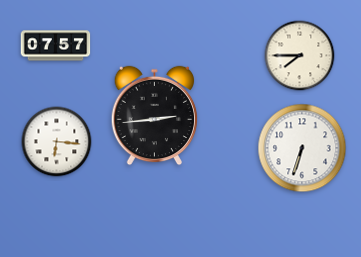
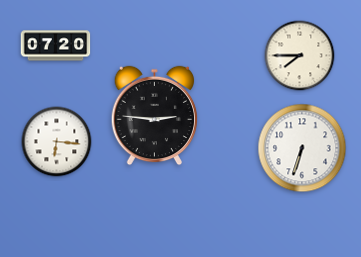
clock at (56, 46): 07:57 -> 07:20
clock at (154, 116): 2:44 -> 2:46
